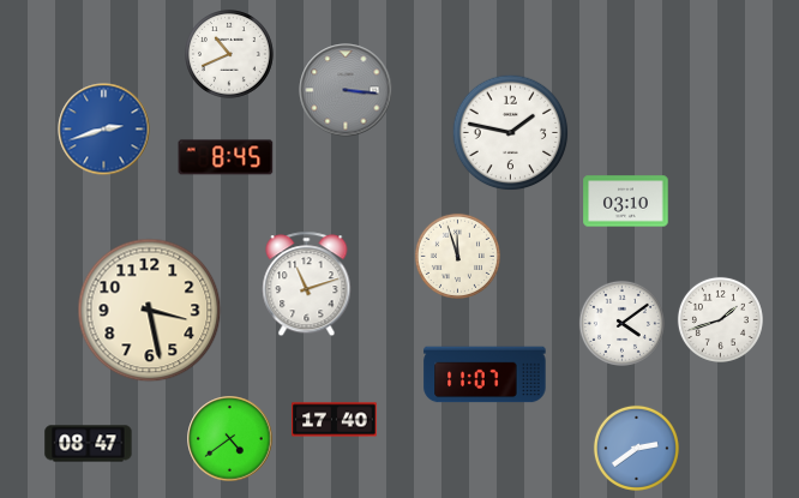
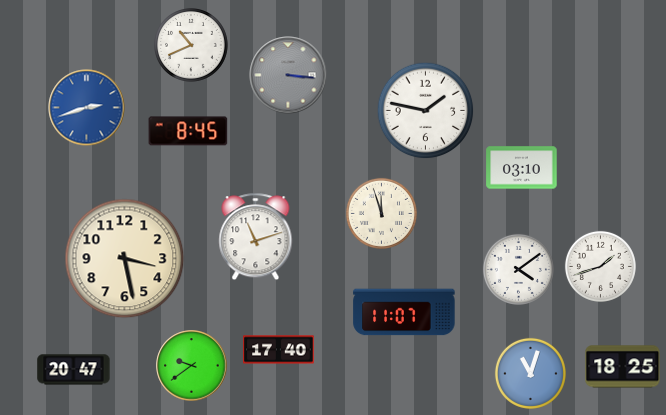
clock at (230, 439): 4:39 -> 9:39
clock at (623, 367): none -> 18:25
clock at (89, 444): 08:47 -> 20:47
clock at (636, 448): 2:39 -> 11:03
